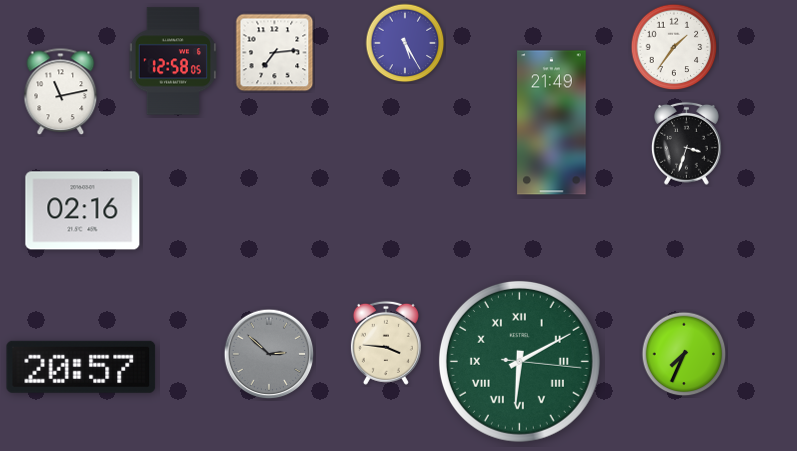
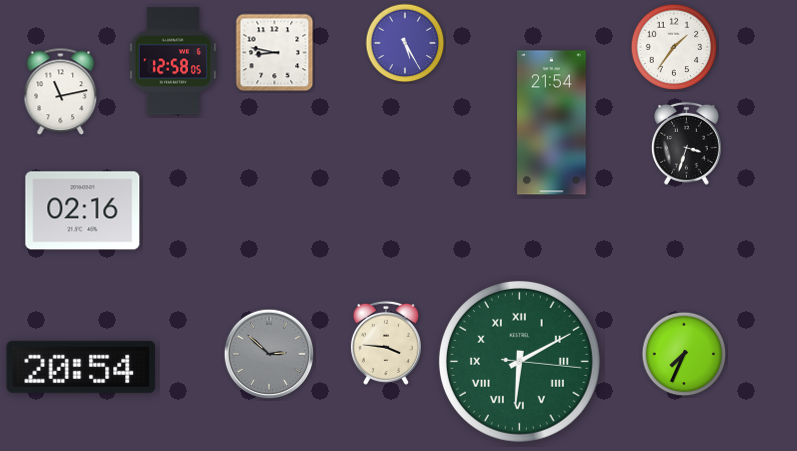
clock at (275, 53): 7:14 -> 8:47
clock at (552, 123): 21:49 -> 21:54
clock at (81, 367): 20:57 -> 20:54
